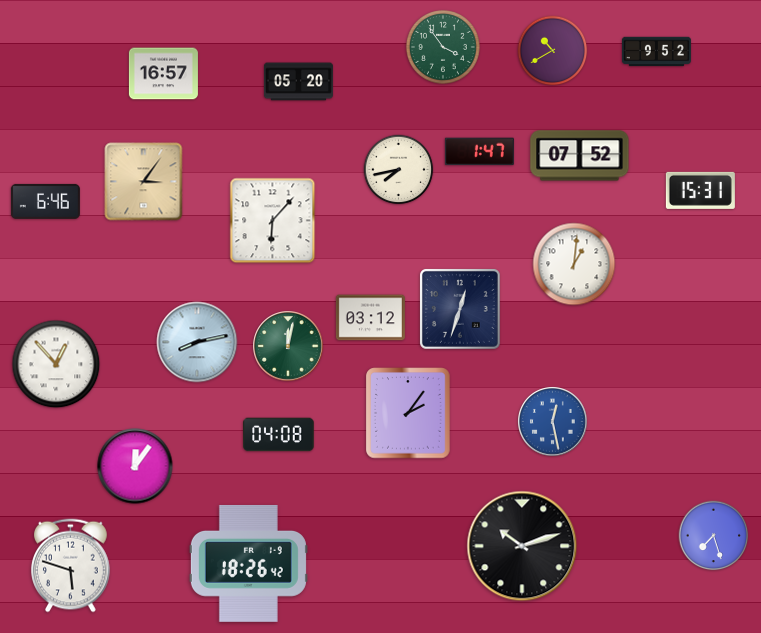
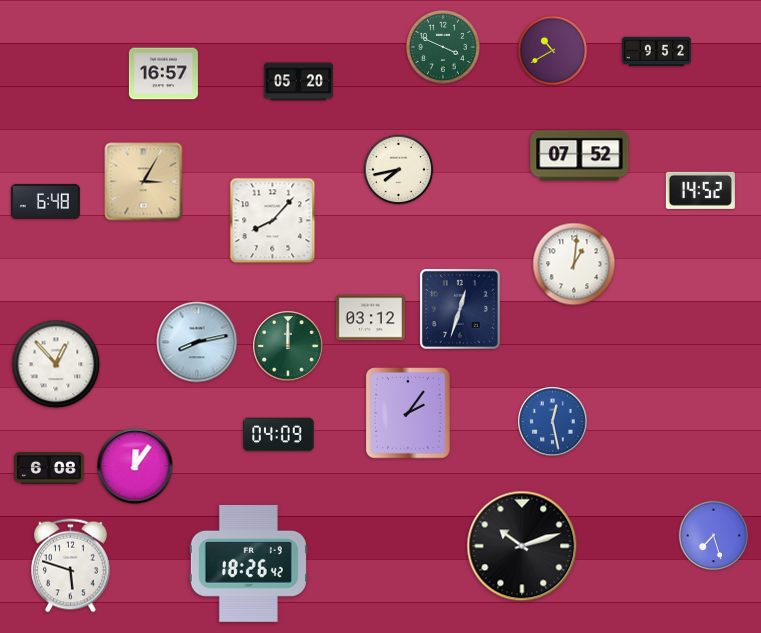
clock at (443, 47): 3:54 -> 3:49
clock at (479, 152): 1:47 -> none
clock at (144, 182): 3:06 -> 3:05
clock at (700, 190): 15:31 -> 14:52
clock at (45, 201): 6:46 -> 6:48
clock at (273, 221): 6:07 -> 8:07
clock at (288, 346): 12:02 -> 12:00
clock at (279, 435): 04:08 -> 04:09
clock at (50, 468): none -> 6:08
